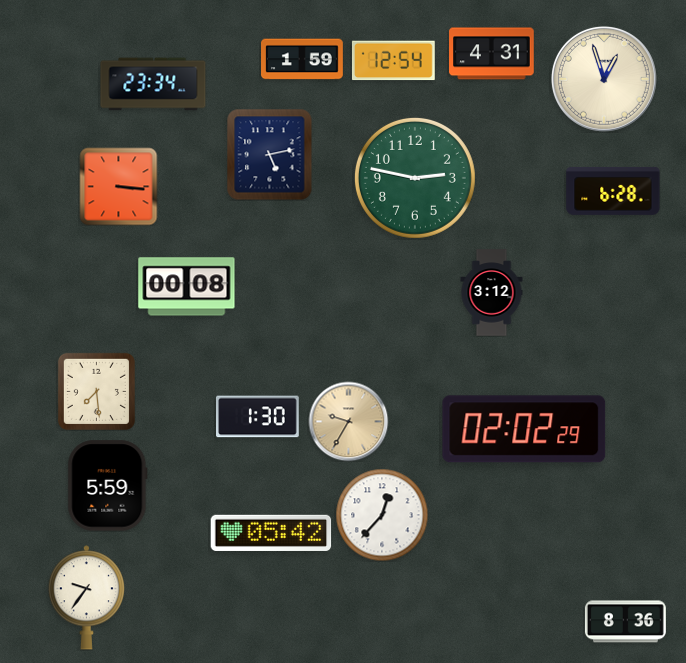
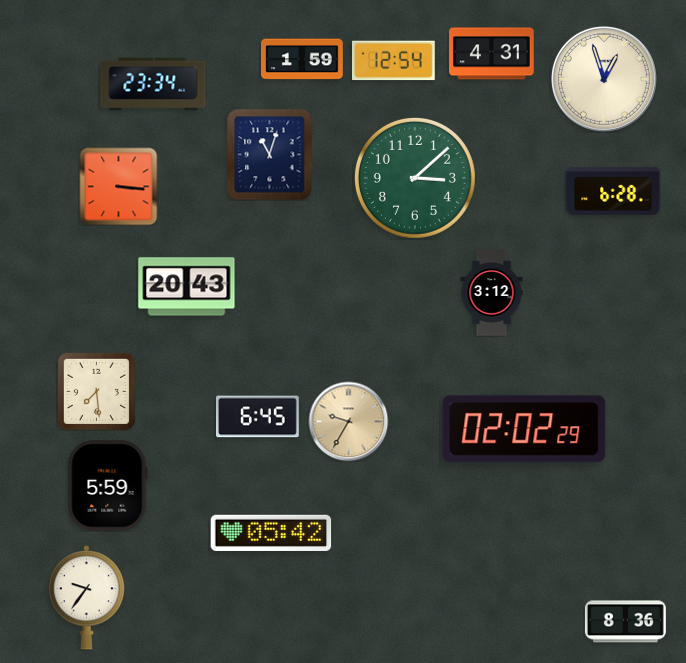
clock at (270, 154): 5:13 -> 11:03
clock at (415, 178): 2:47 -> 3:08
clock at (187, 287): 00:08 -> 20:43
clock at (258, 417): 1:30 -> 6:45
clock at (382, 515): 12:37 -> none
